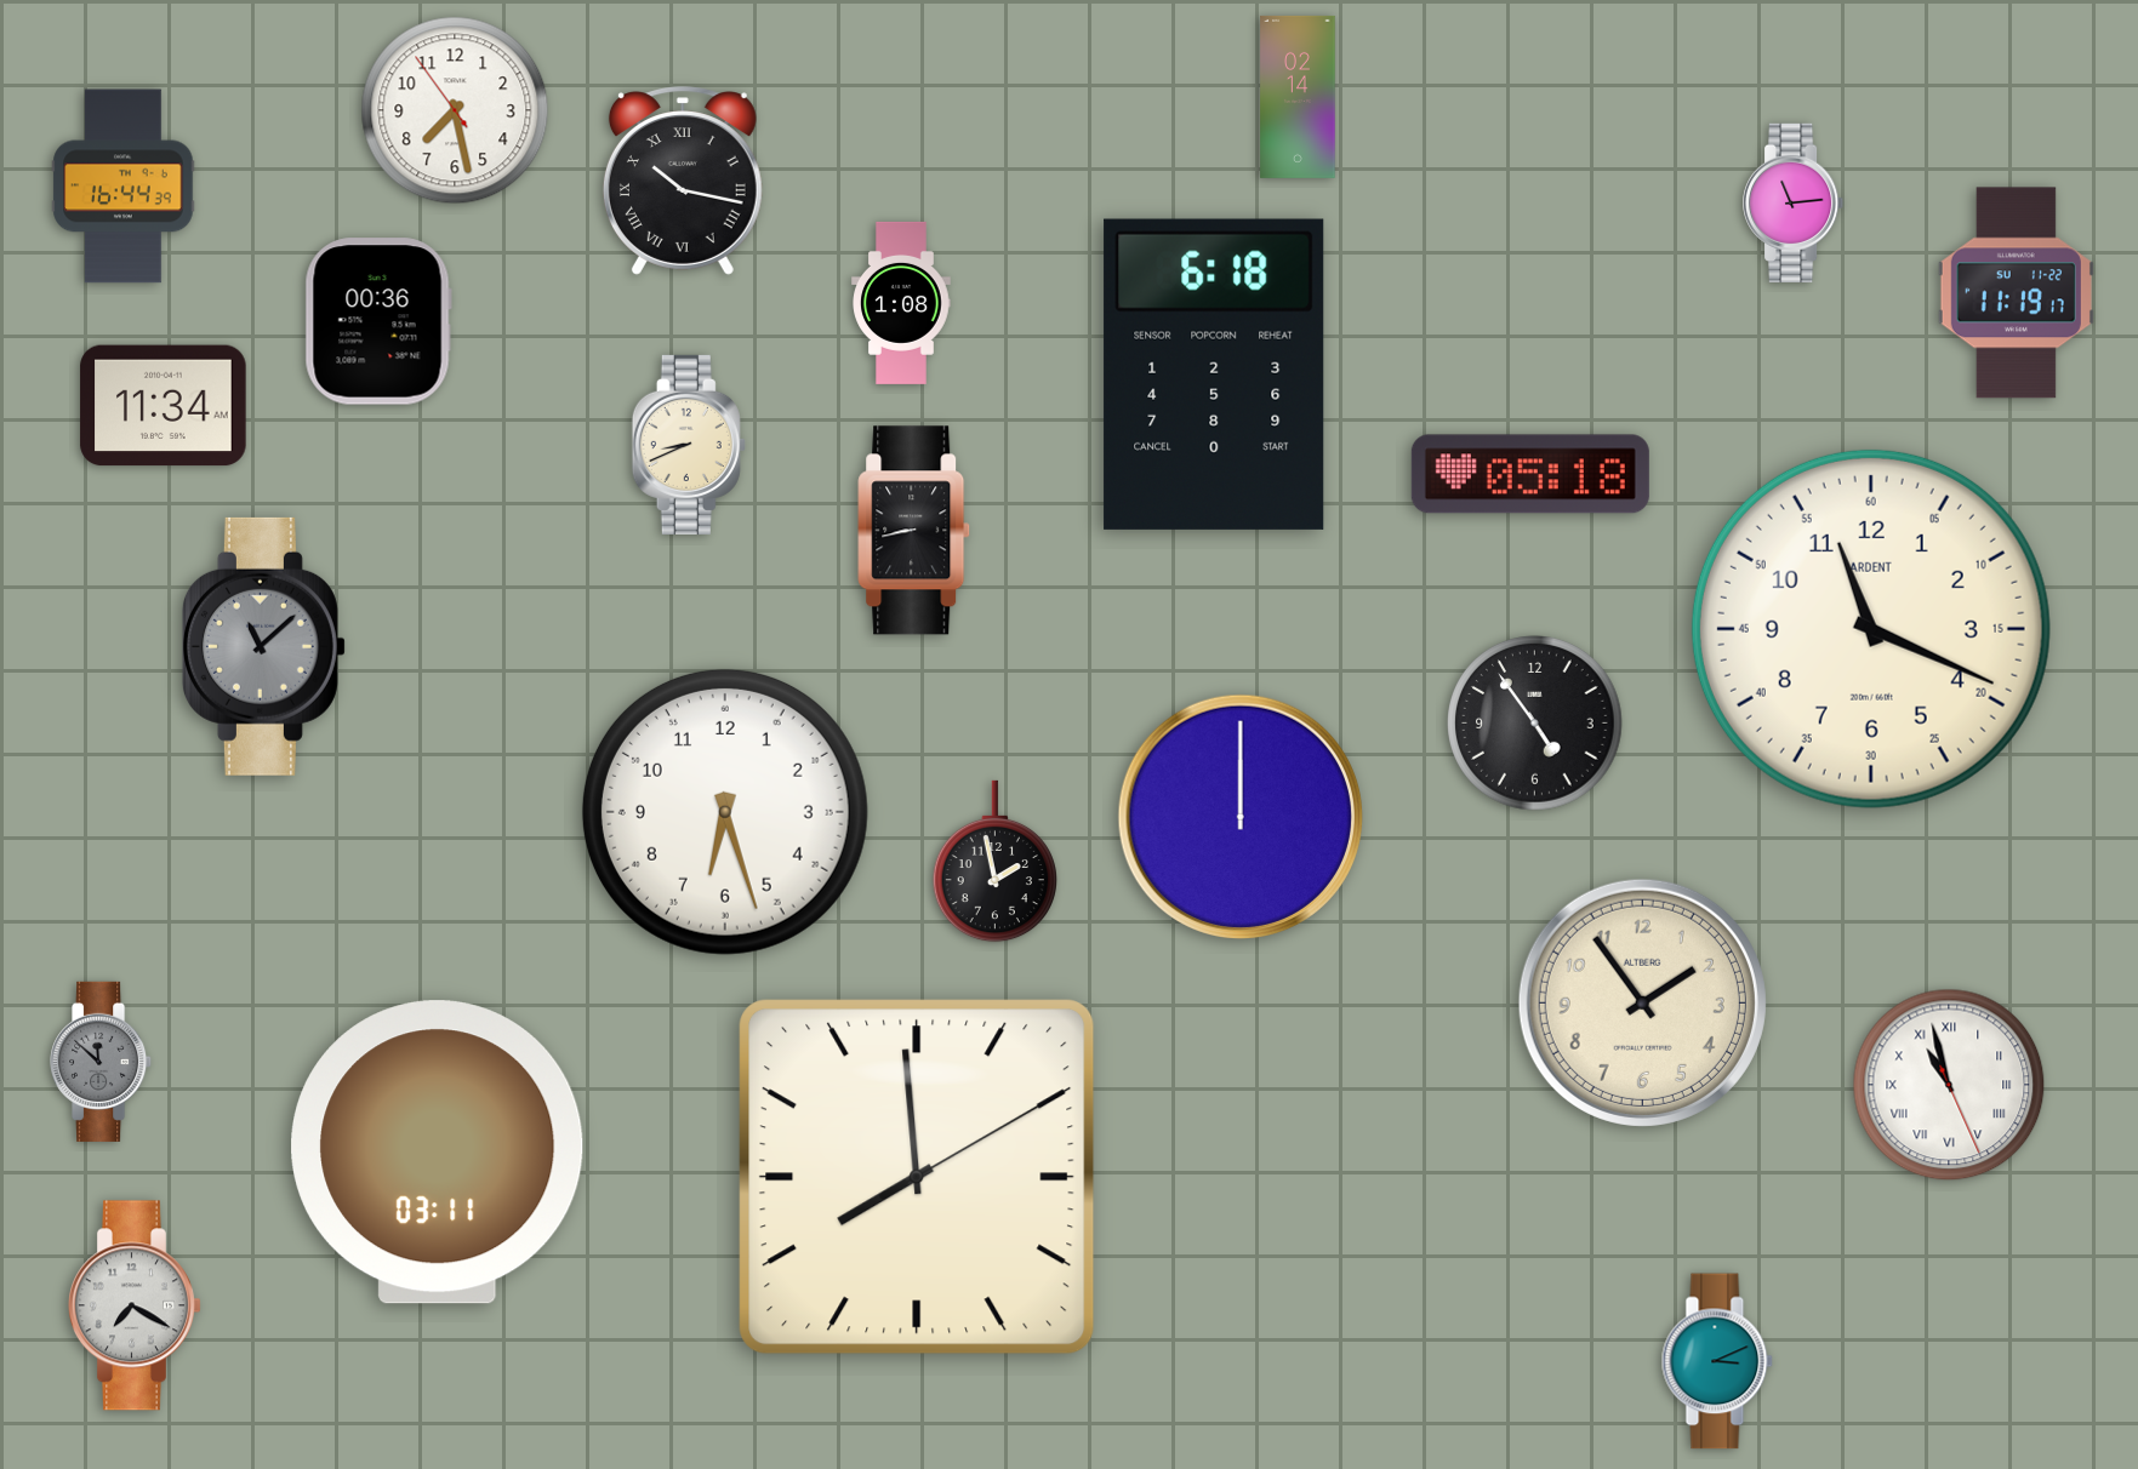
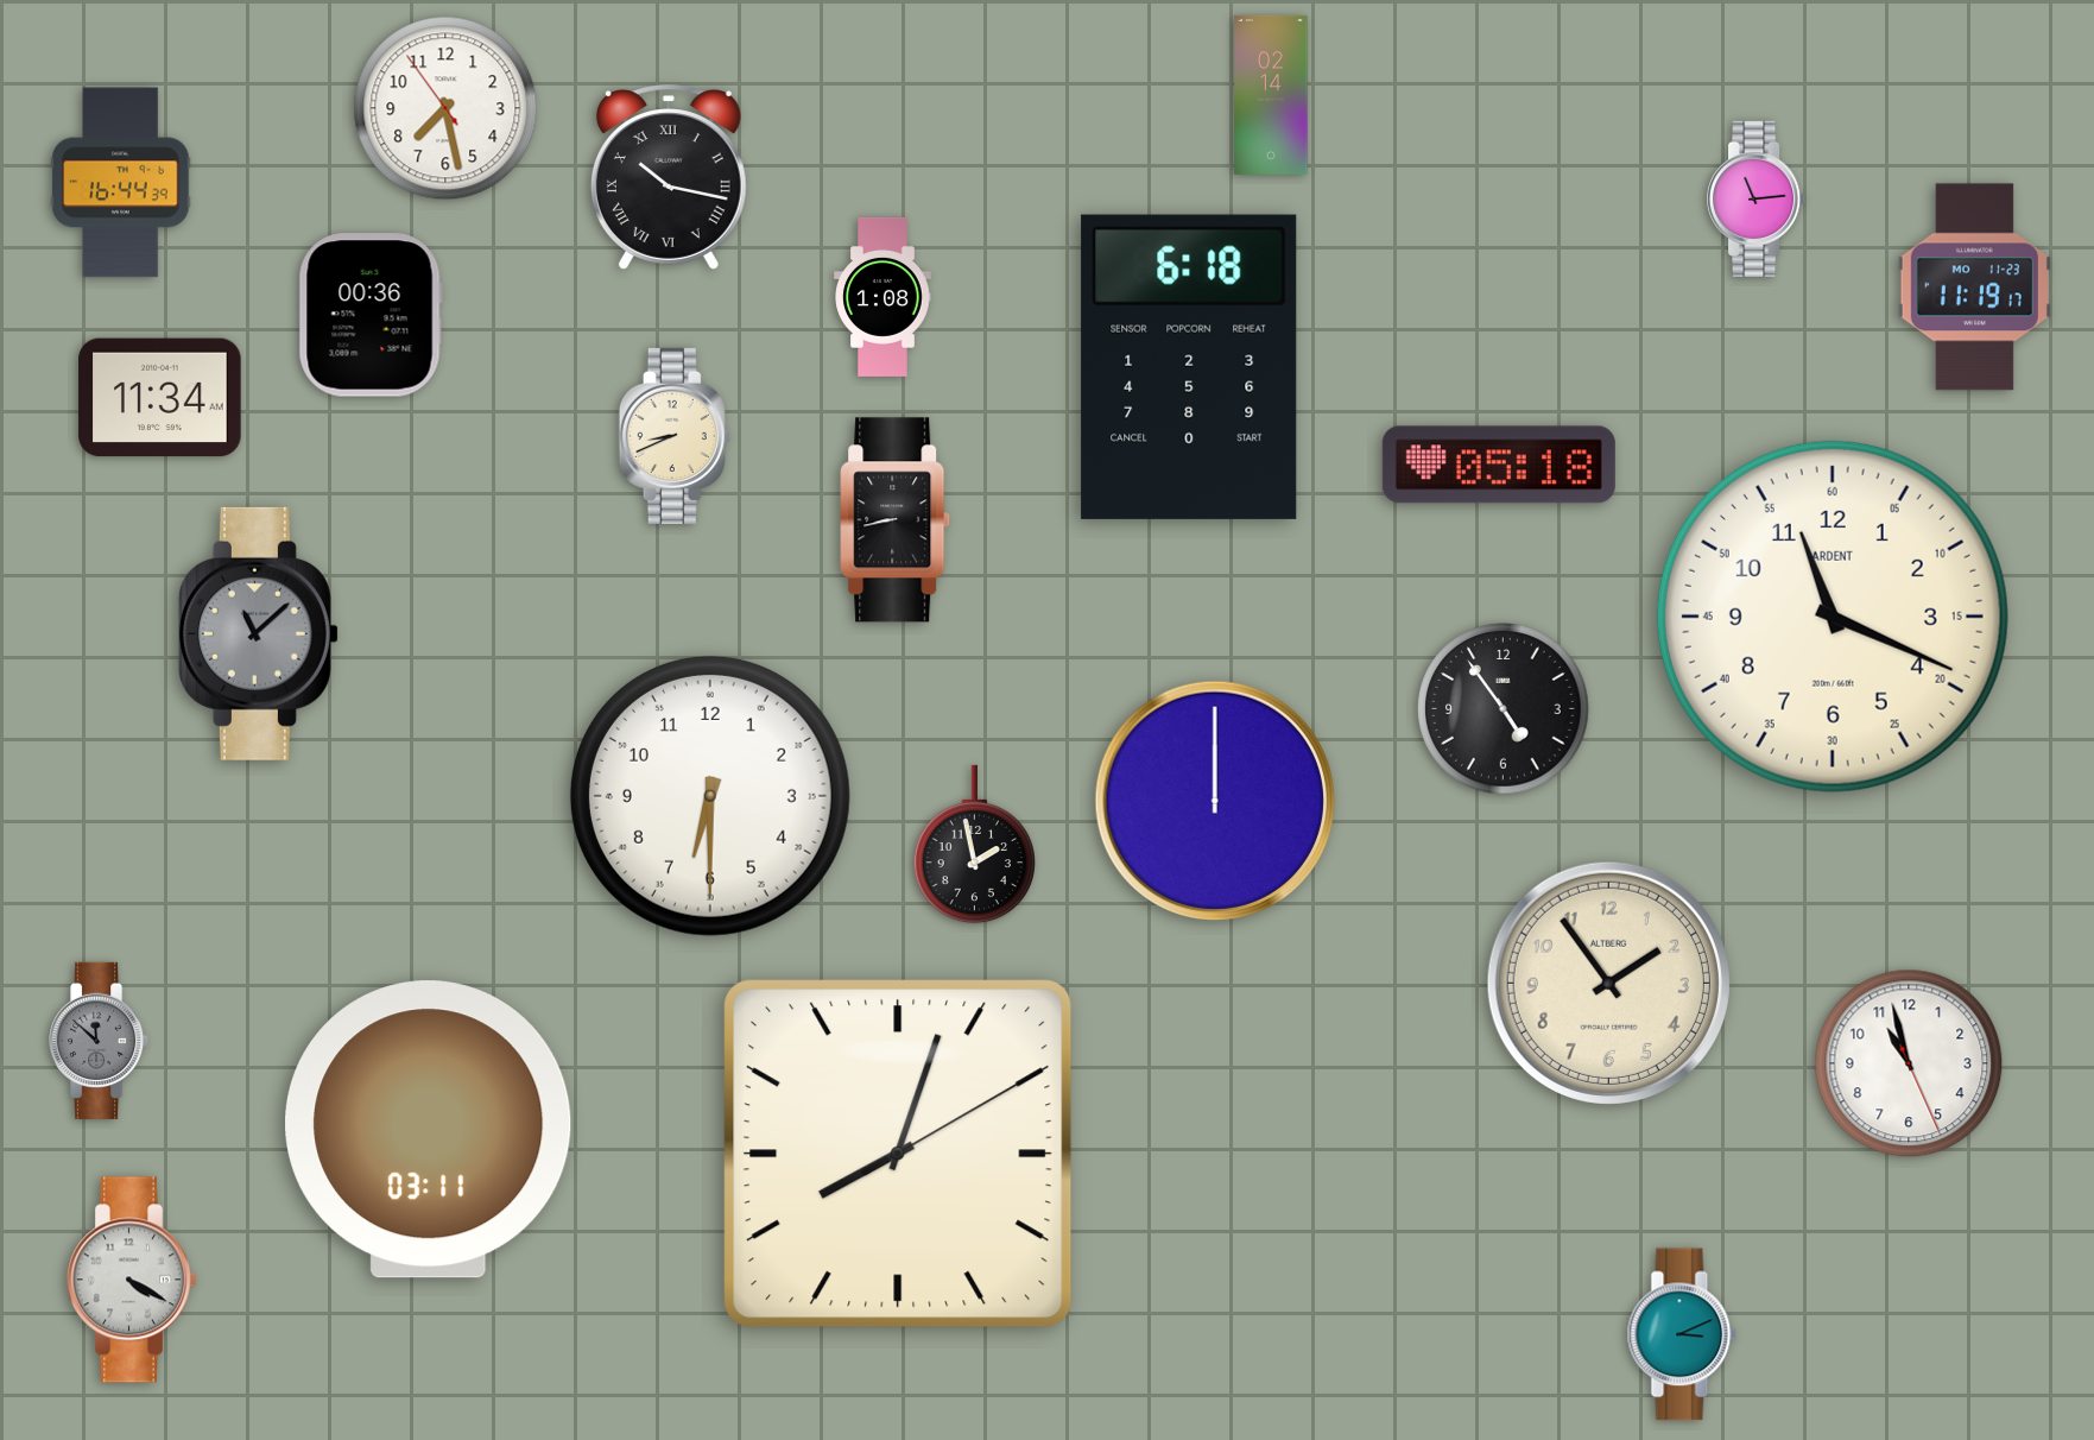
clock at (2016, 293) date: SU 11-22 -> MO 11-23
clock at (725, 812): 6:27 -> 6:30
clock at (1949, 1085) numerals: Roman -> Arabic
clock at (917, 1177): 7:59 -> 8:03
clock at (135, 1305): 7:20 -> 4:20
